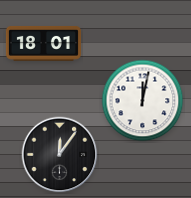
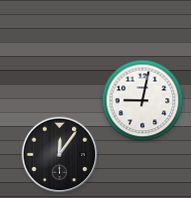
clock at (43, 44): 18:01 -> none
clock at (143, 101): 12:02 -> 9:02
